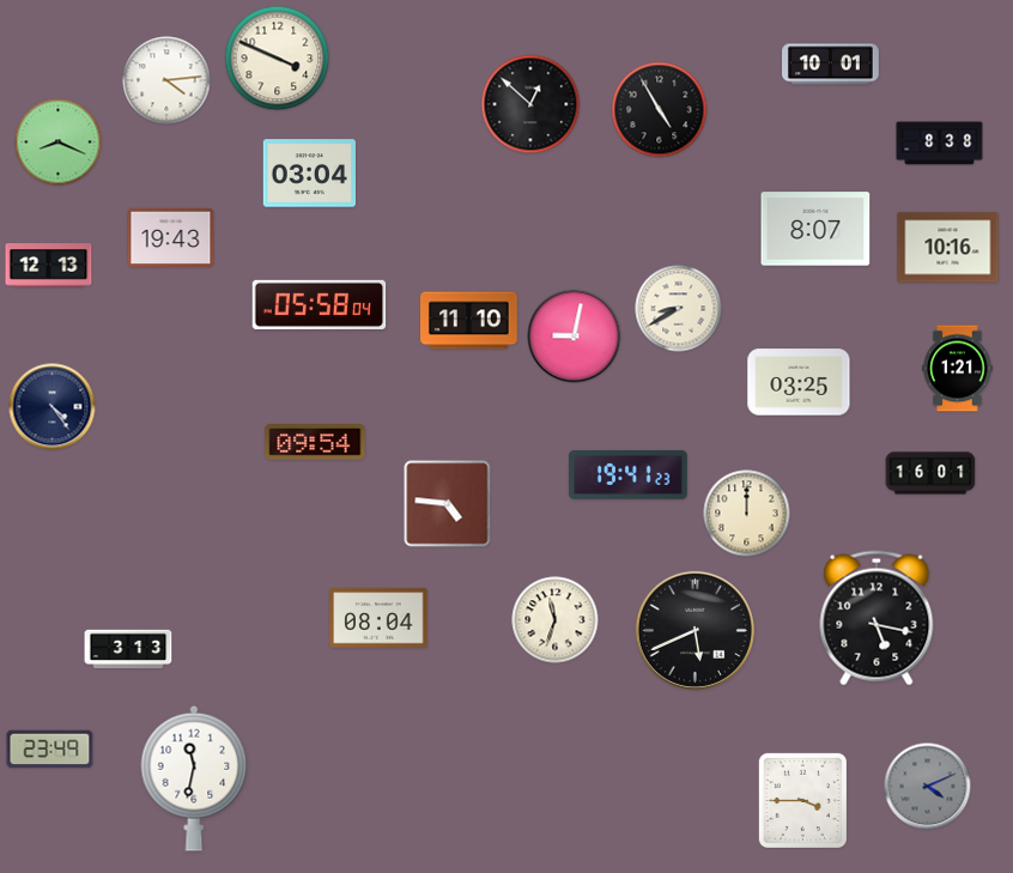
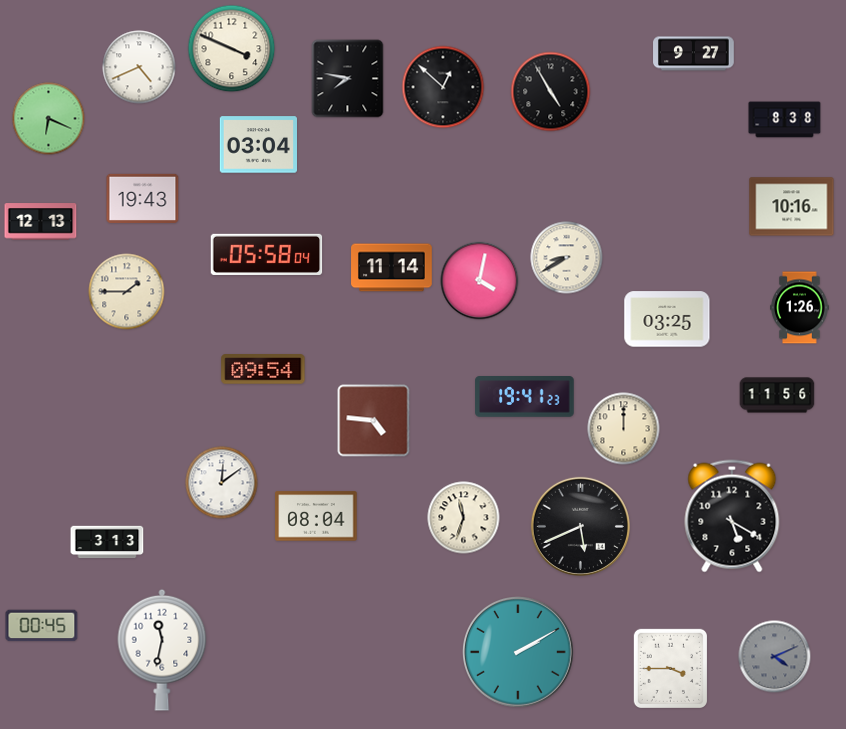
clock at (831, 65): 10:01 -> 9:27
clock at (166, 80): 4:14 -> 4:41
clock at (348, 79): none -> 7:47
clock at (59, 143): 8:19 -> 6:19
clock at (815, 229): 8:07 -> none
clock at (469, 321): 11:10 -> 11:14
clock at (575, 337): 9:02 -> 4:02
clock at (127, 292): none -> 1:45
clock at (958, 369): 1:21 -> 1:26
clock at (53, 407): 4:24 -> none
clock at (930, 473): 16:01 -> 11:56
clock at (222, 483): none -> 12:09
clock at (876, 618): 5:17 -> 5:20
clock at (50, 750): 23:49 -> 00:45
clock at (519, 653): none -> 2:10
